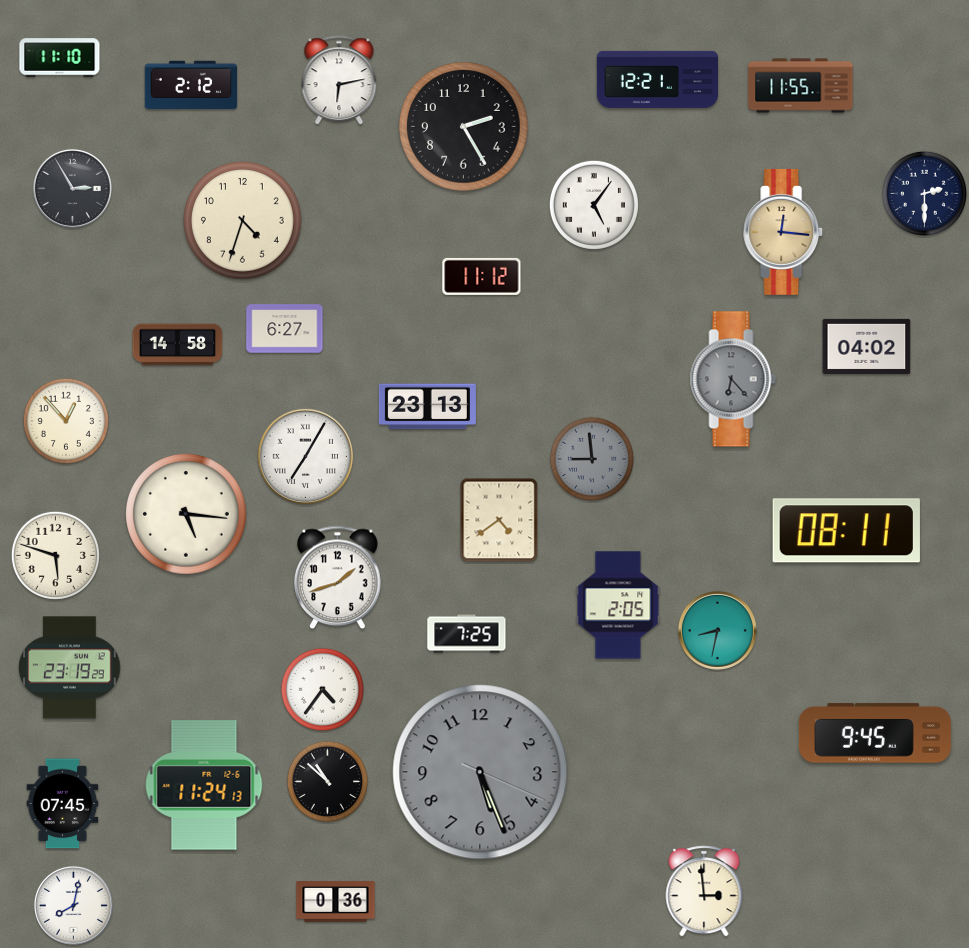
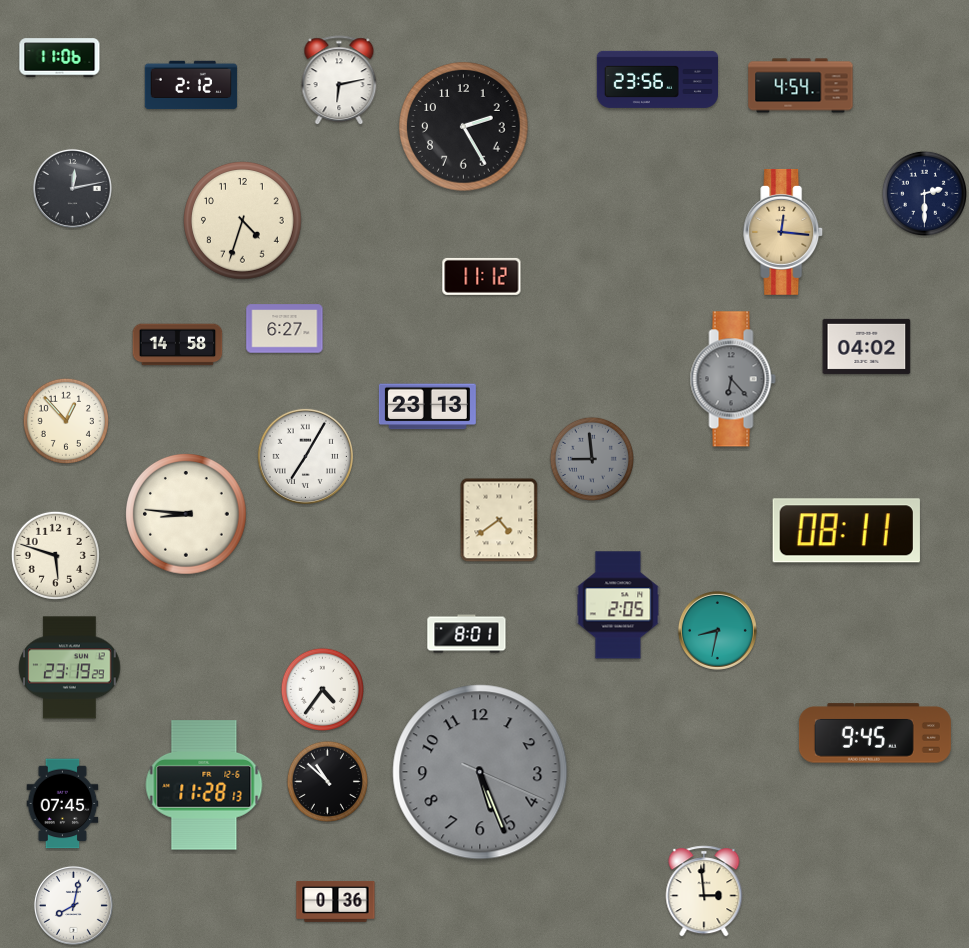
clock at (60, 58): 11:10 -> 11:06
clock at (657, 79): 12:21 -> 23:56
clock at (801, 86): 11:55 -> 4:54
clock at (72, 188): 2:55 -> 12:13
clock at (594, 205): 5:06 -> none
clock at (187, 515): 5:16 -> 8:46
clock at (338, 578): 1:42 -> none
clock at (467, 634): 7:25 -> 8:01
clock at (204, 785): 11:24 -> 11:28
